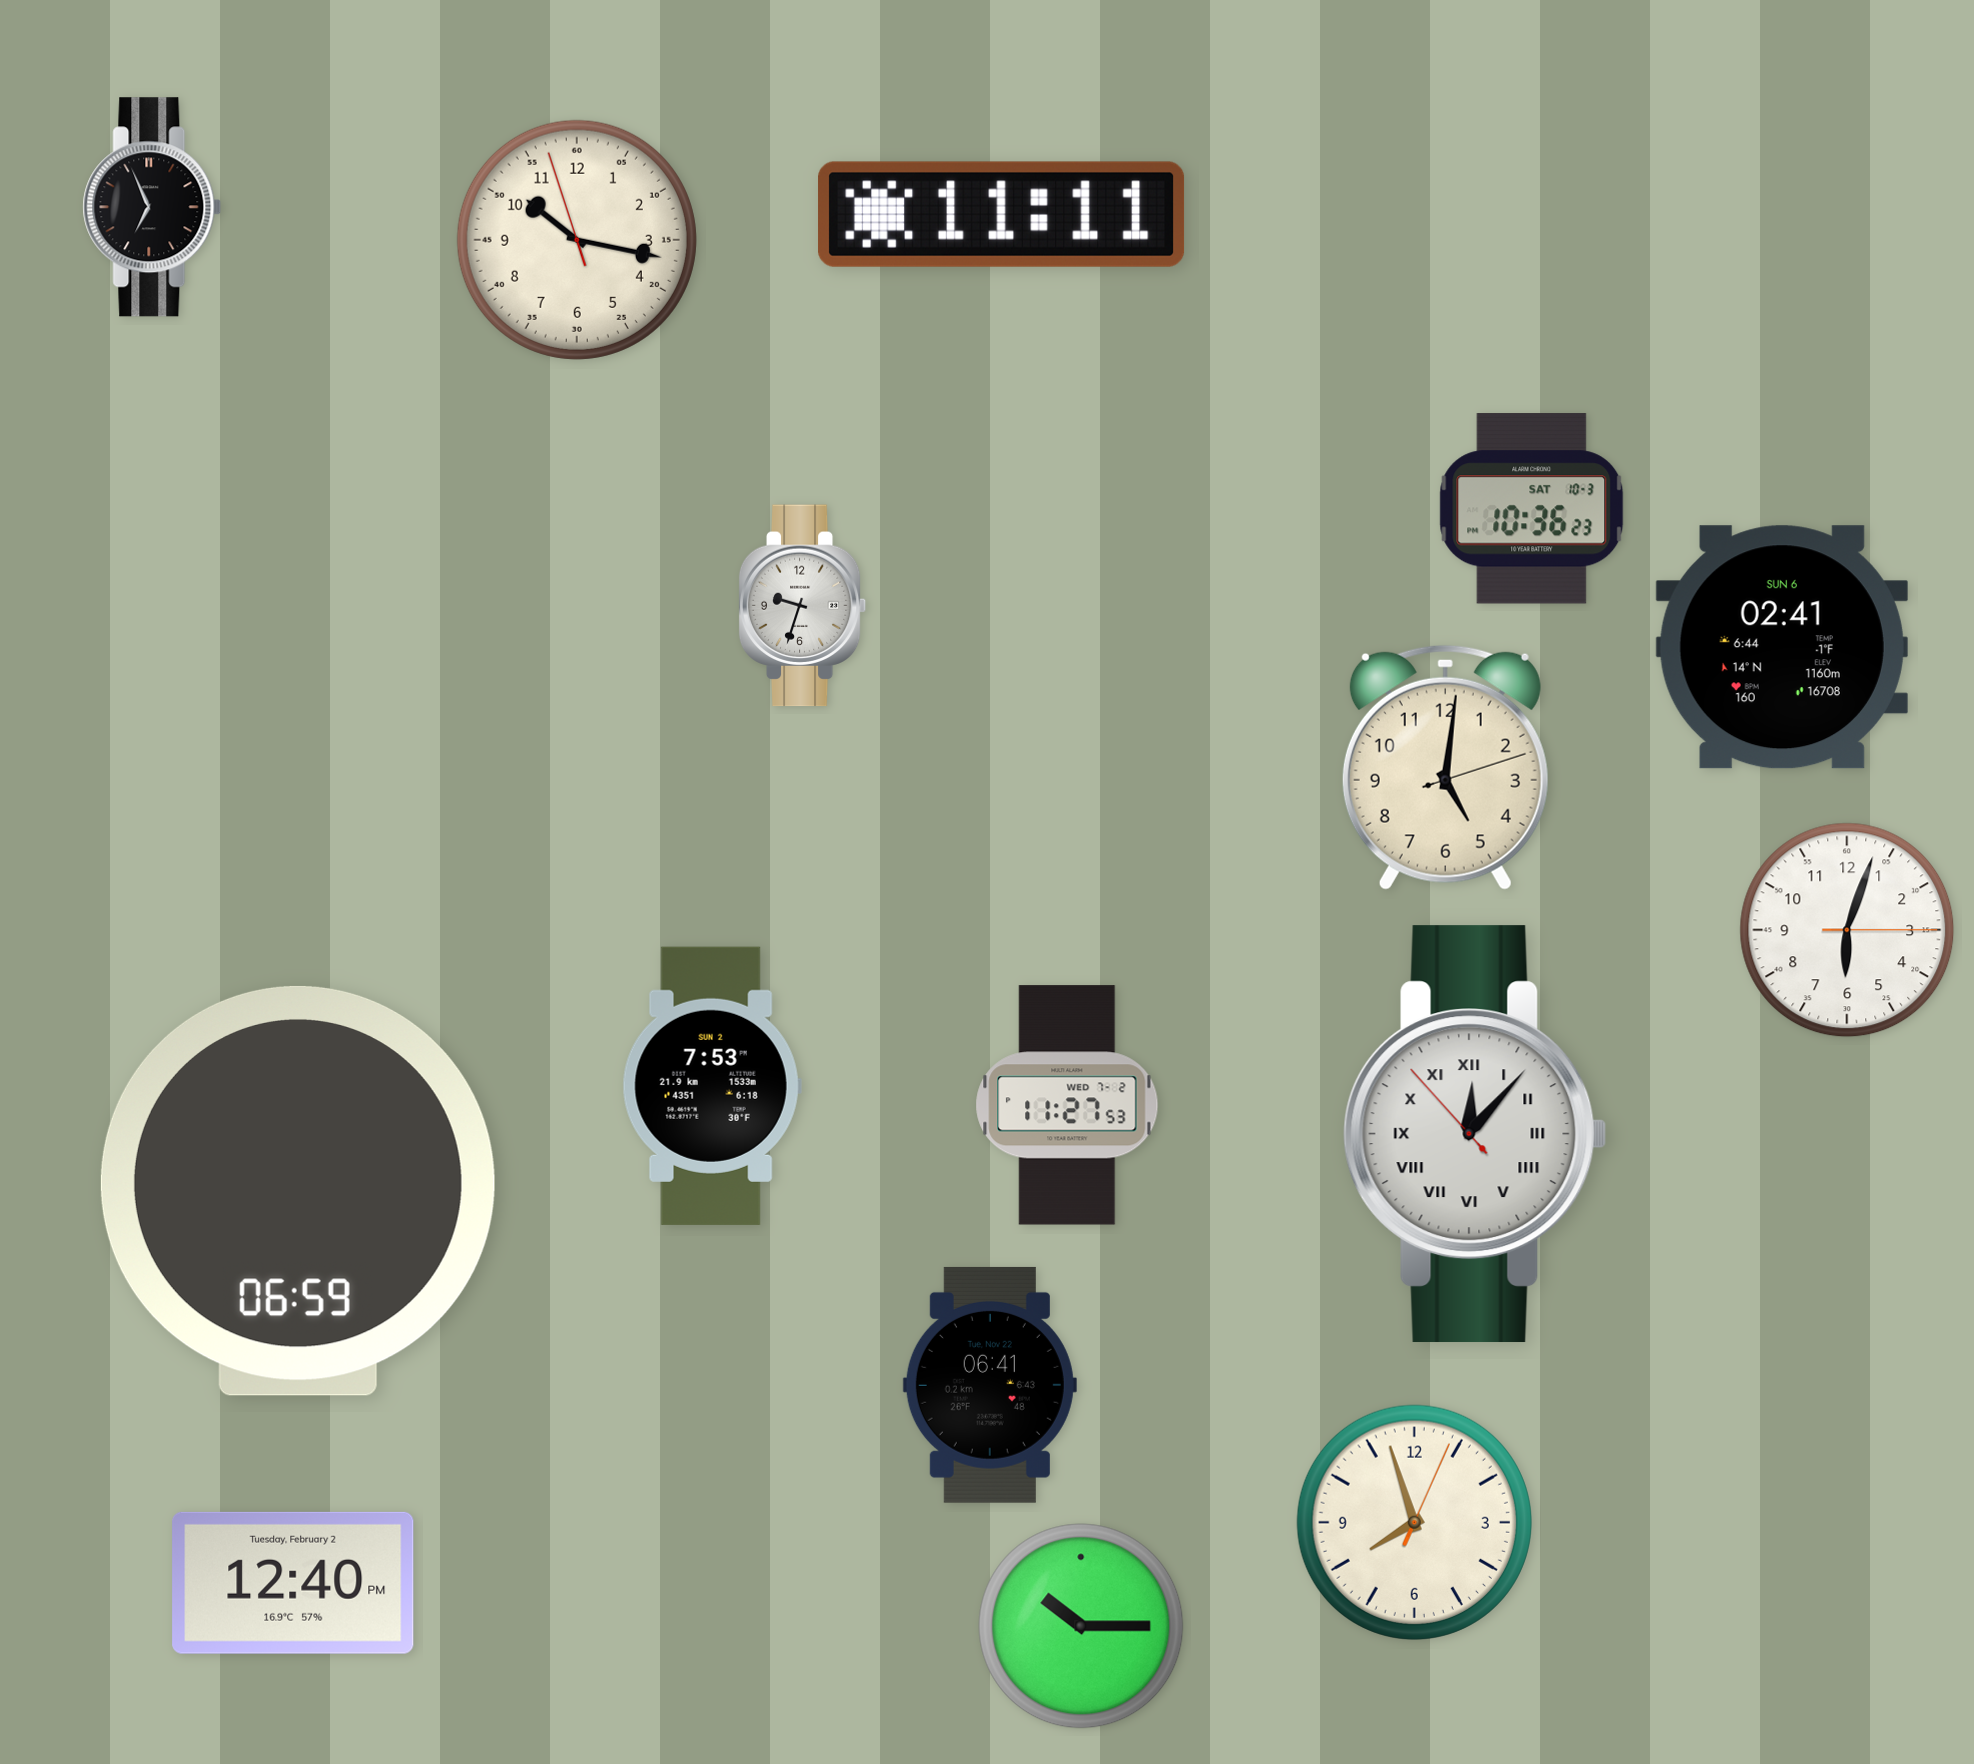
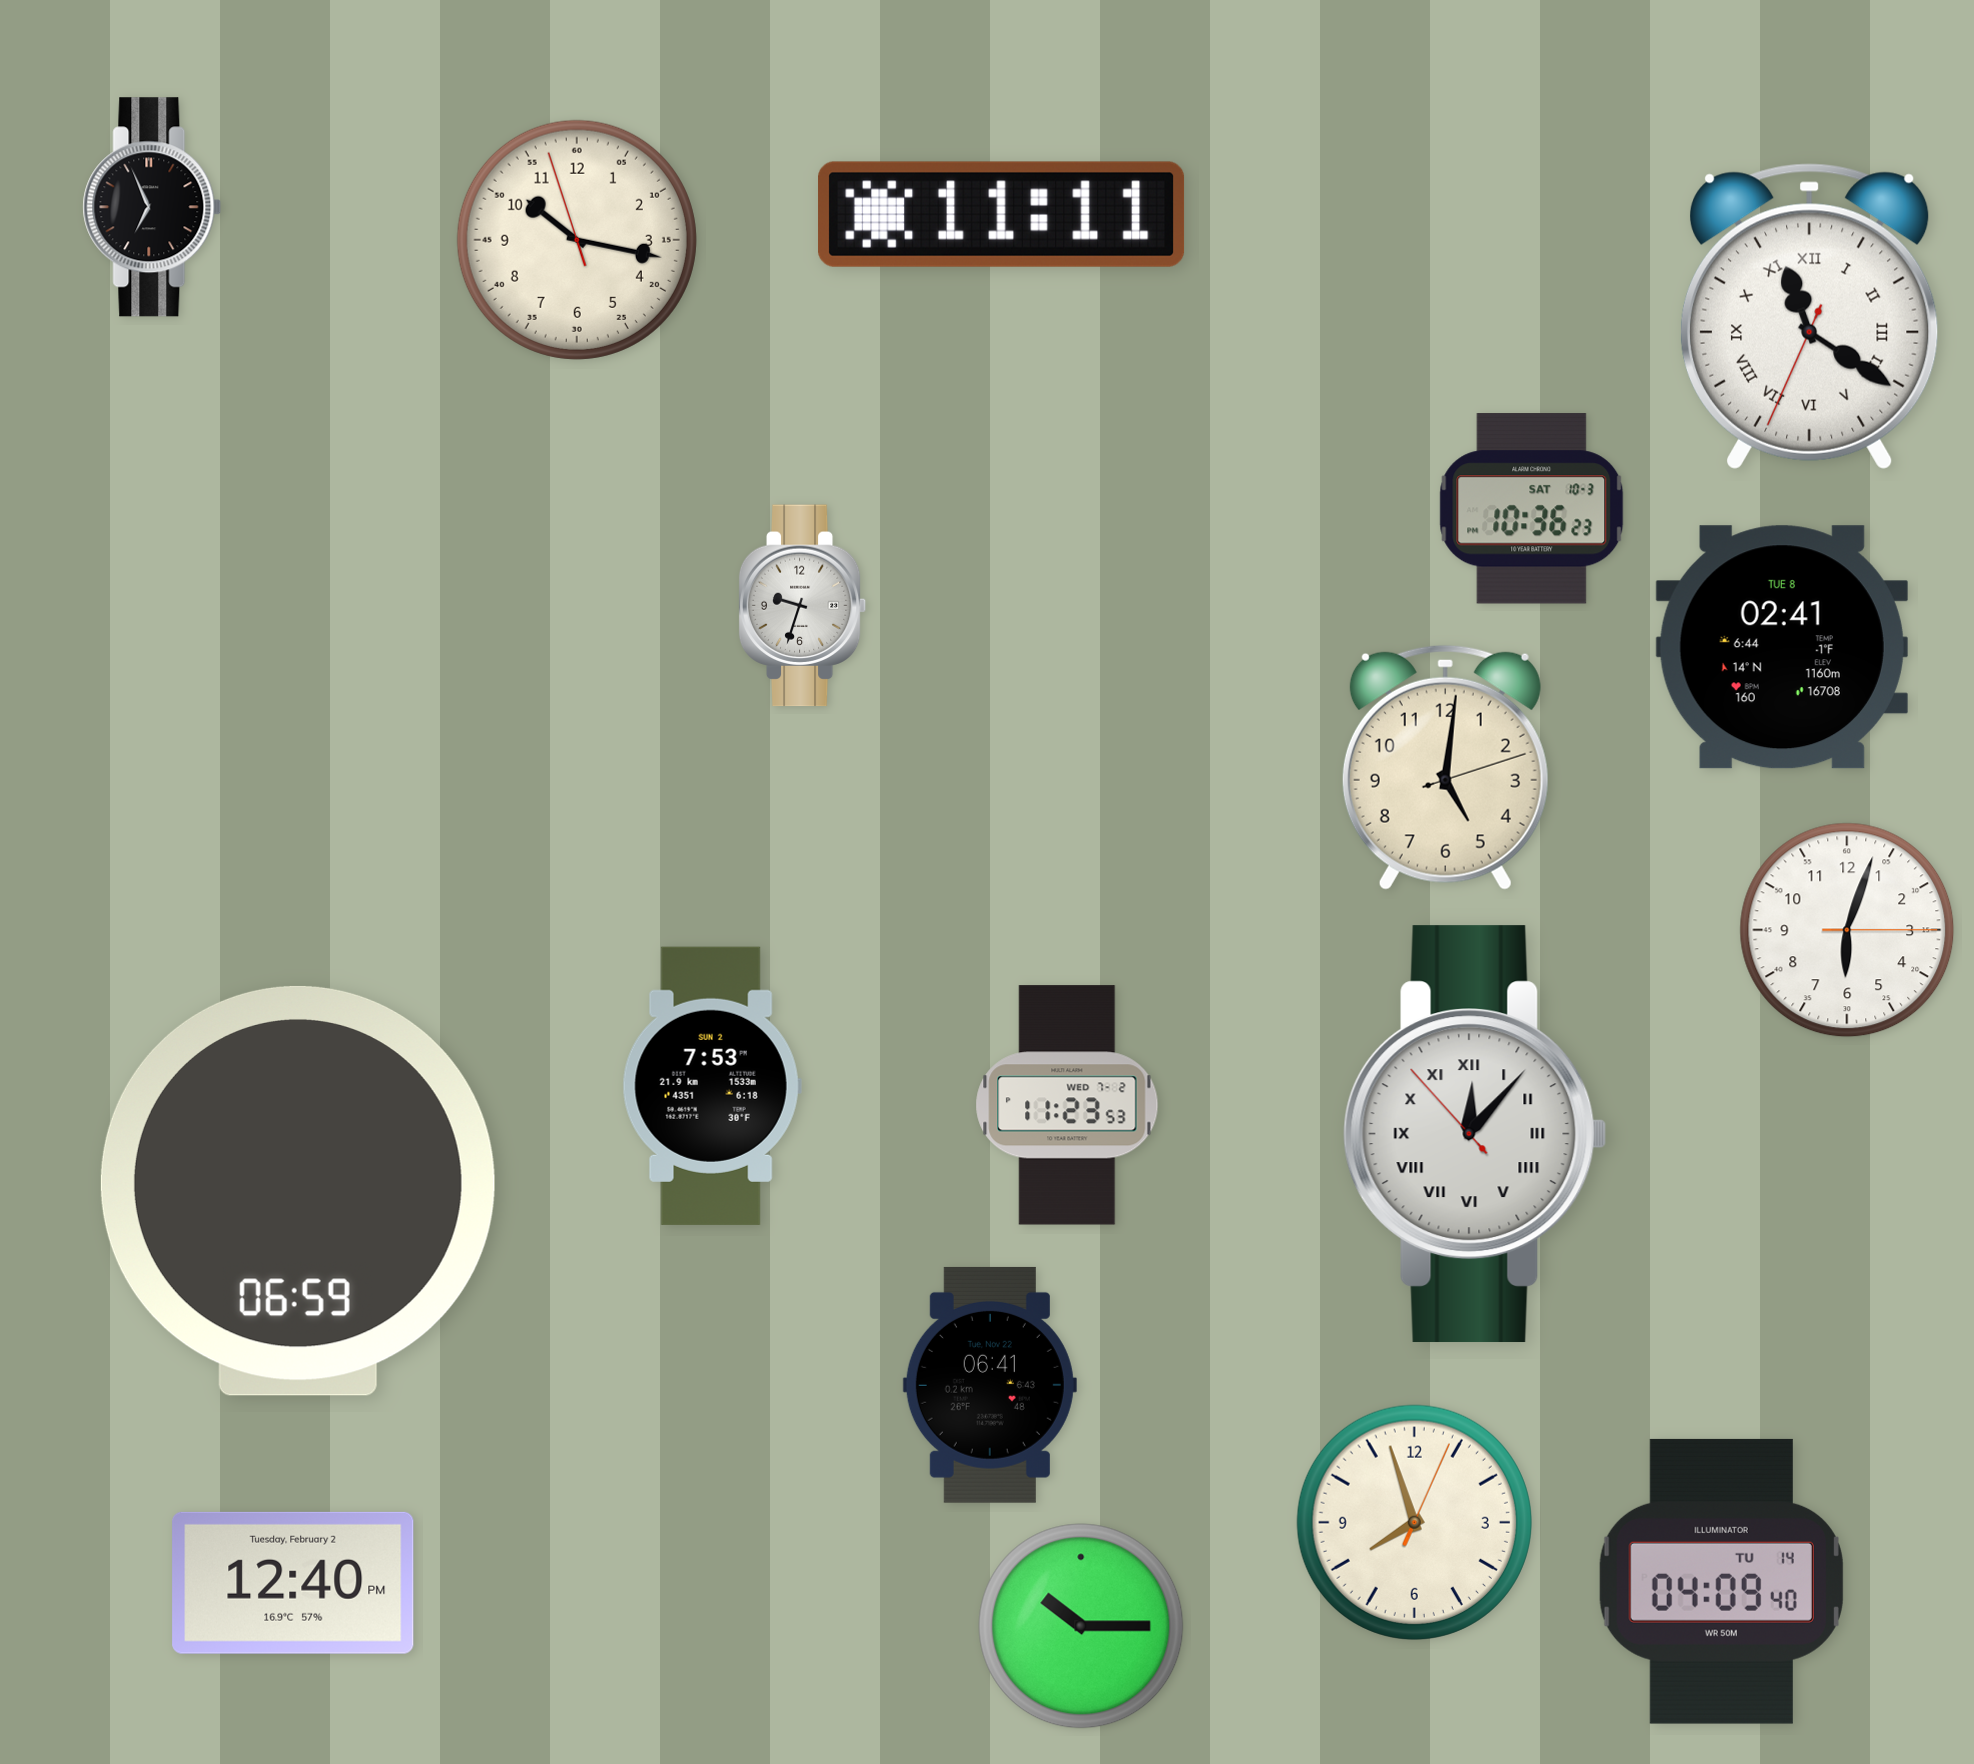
clock at (1809, 316): none -> 11:20
clock at (1782, 647) date: SUN 6 -> TUE 8
clock at (1067, 1105): 11:27 -> 11:23
clock at (1721, 1581): none -> 04:09
